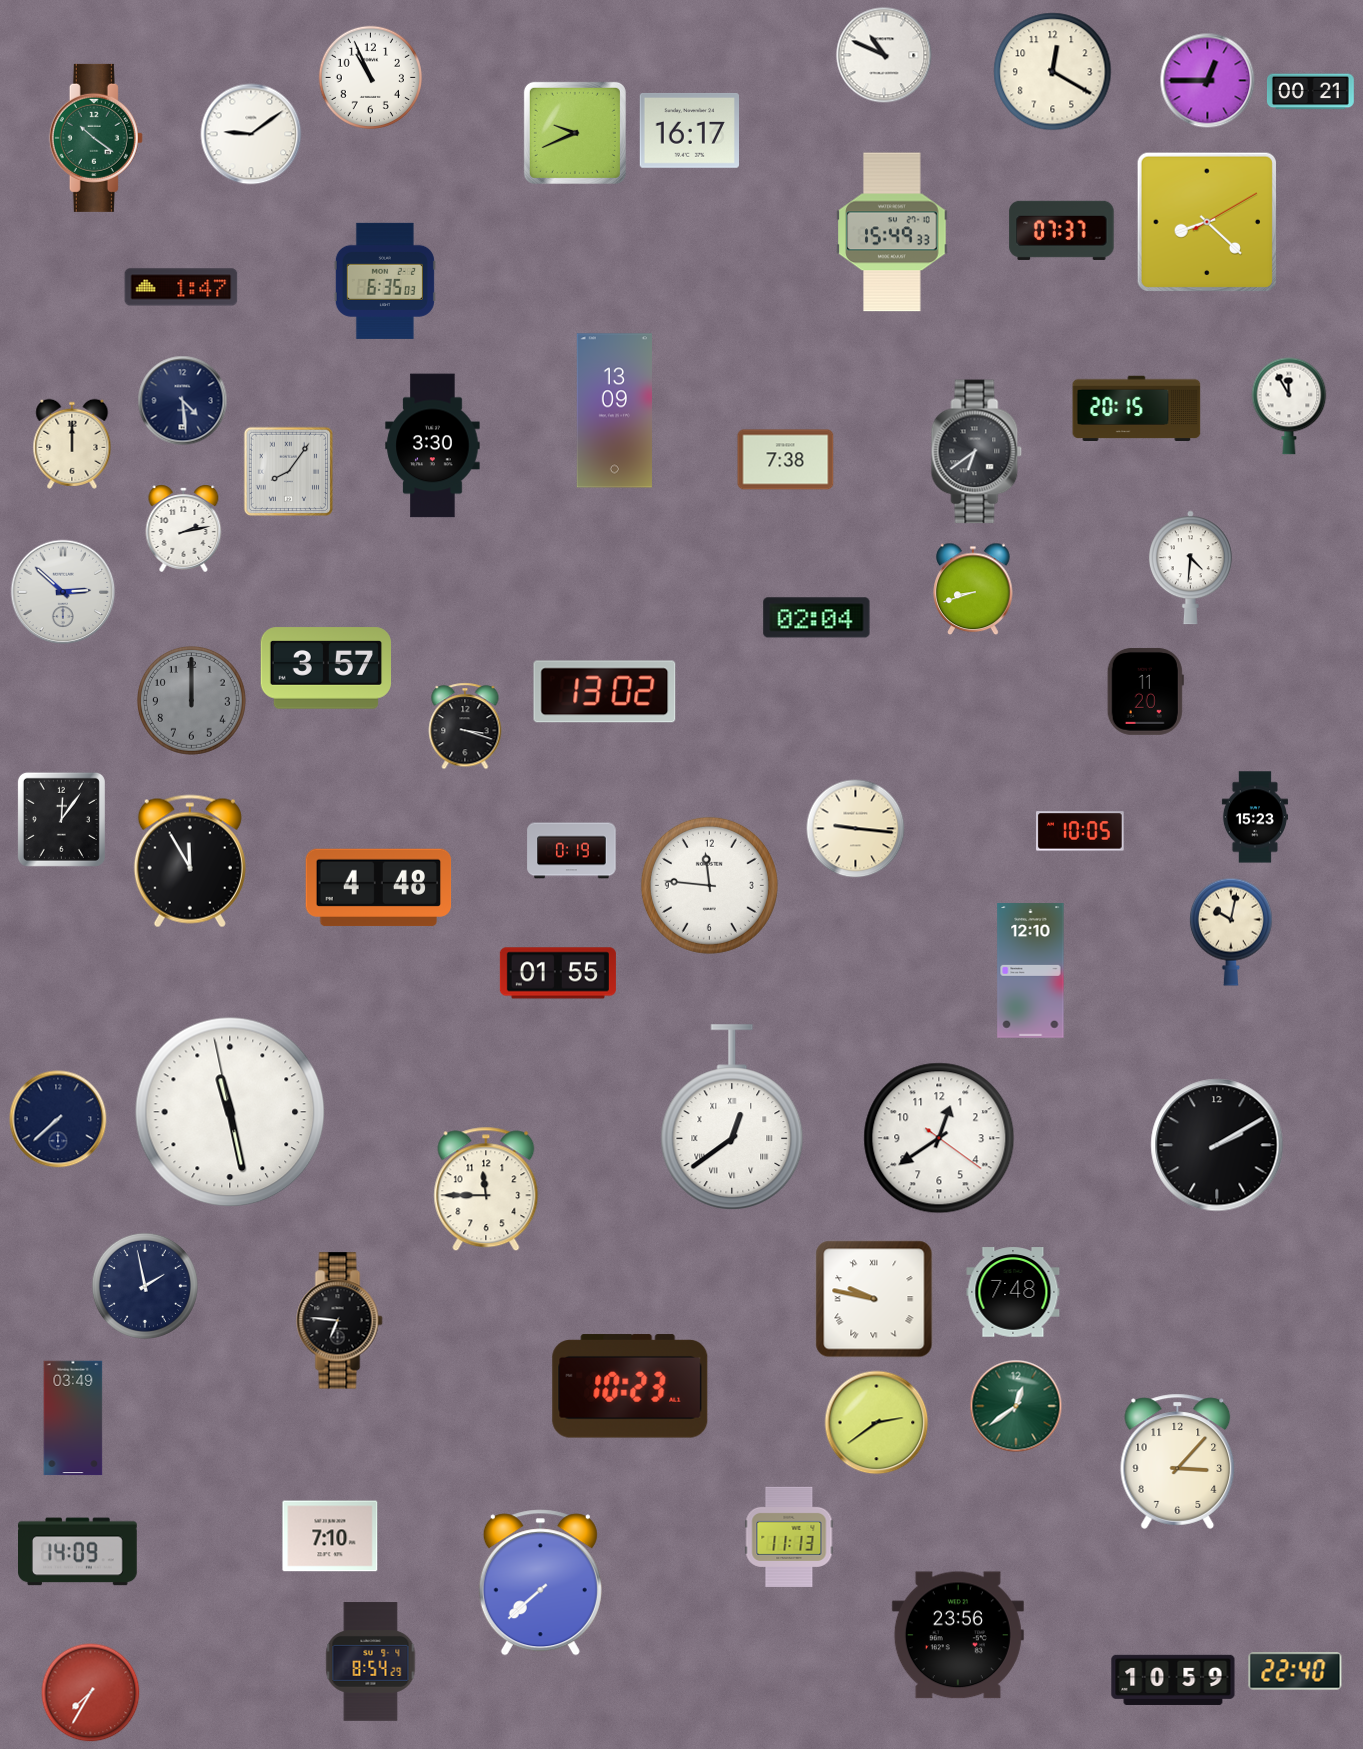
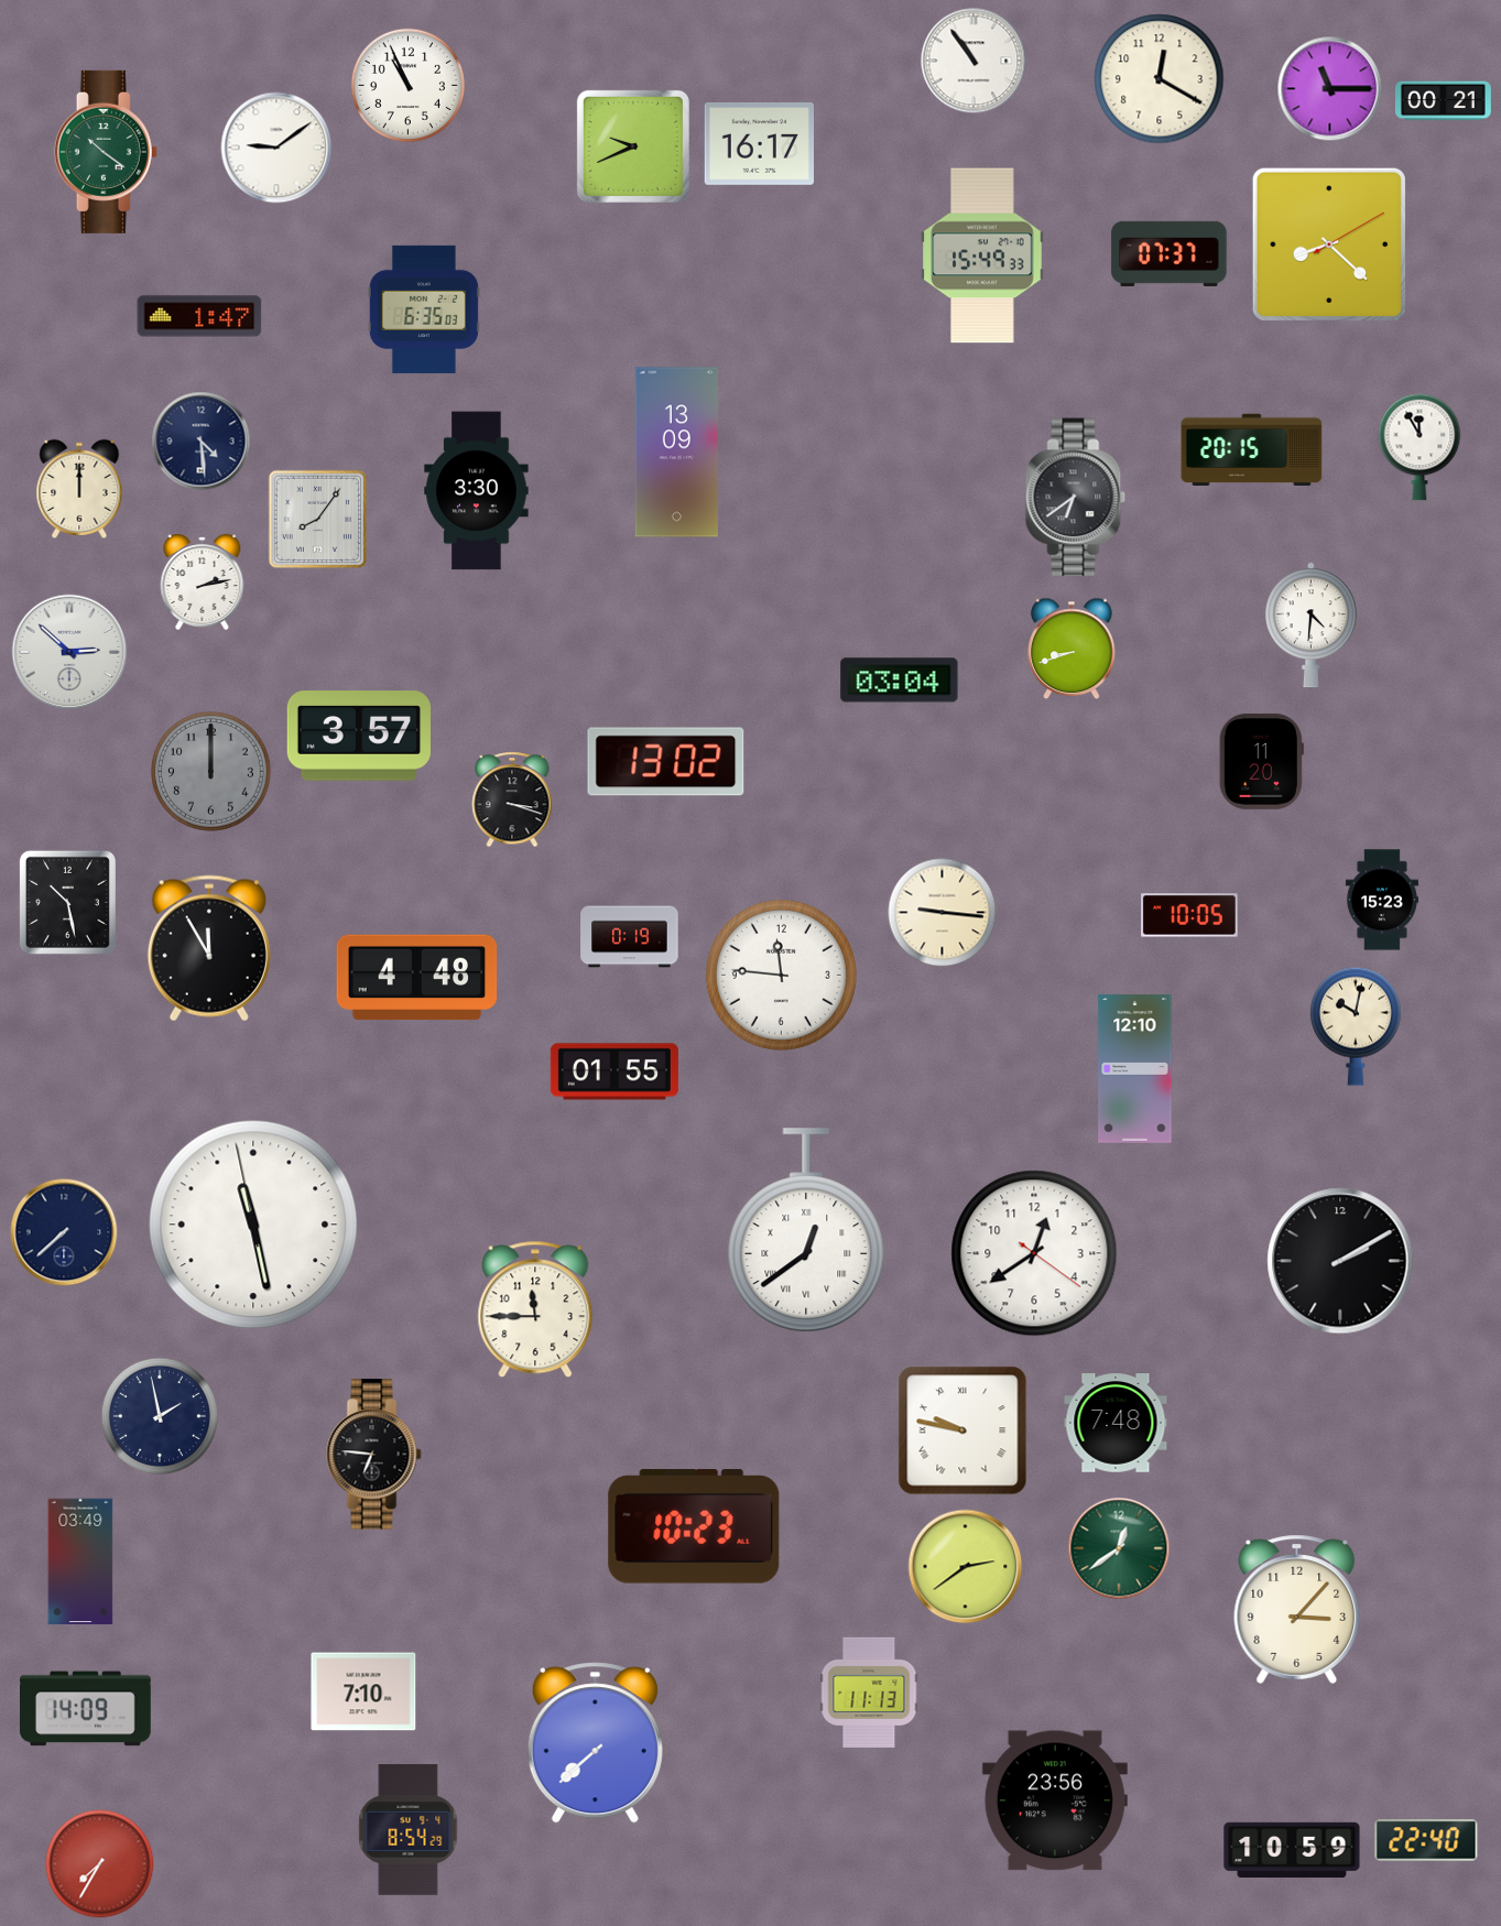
clock at (884, 55): 10:49 -> 10:54
clock at (1208, 81): 12:45 -> 11:15
clock at (786, 460): 7:38 -> none
clock at (817, 618): 02:04 -> 03:04
clock at (61, 819): 12:06 -> 10:28
